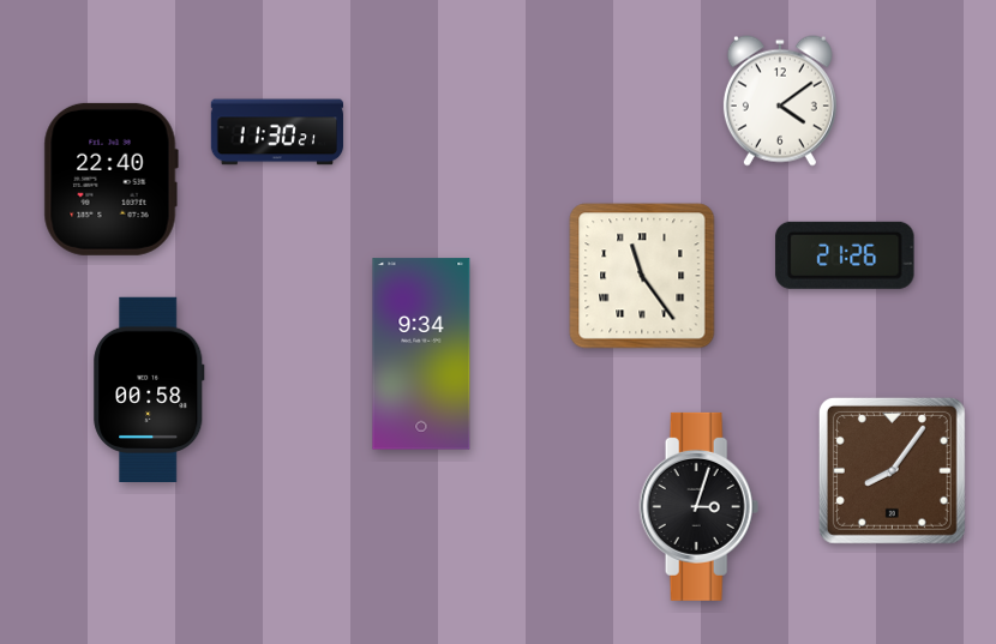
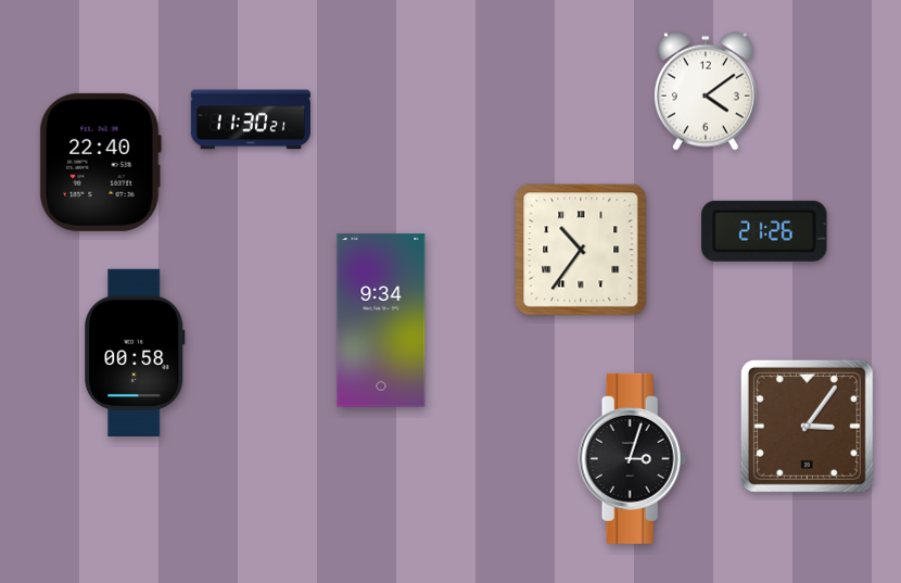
clock at (642, 276): 11:24 -> 10:36
clock at (892, 470): 8:06 -> 3:06
